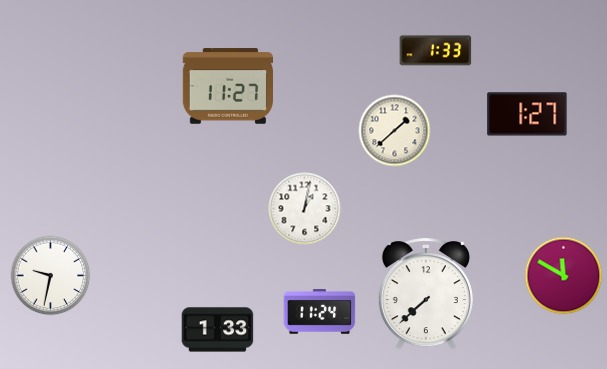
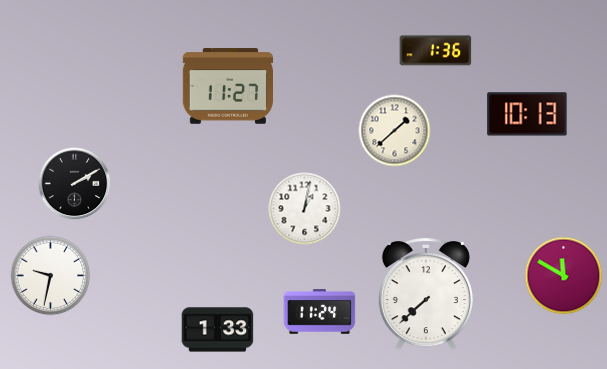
clock at (436, 51): 1:33 -> 1:36
clock at (527, 114): 1:27 -> 10:13
clock at (75, 184): none -> 2:10
